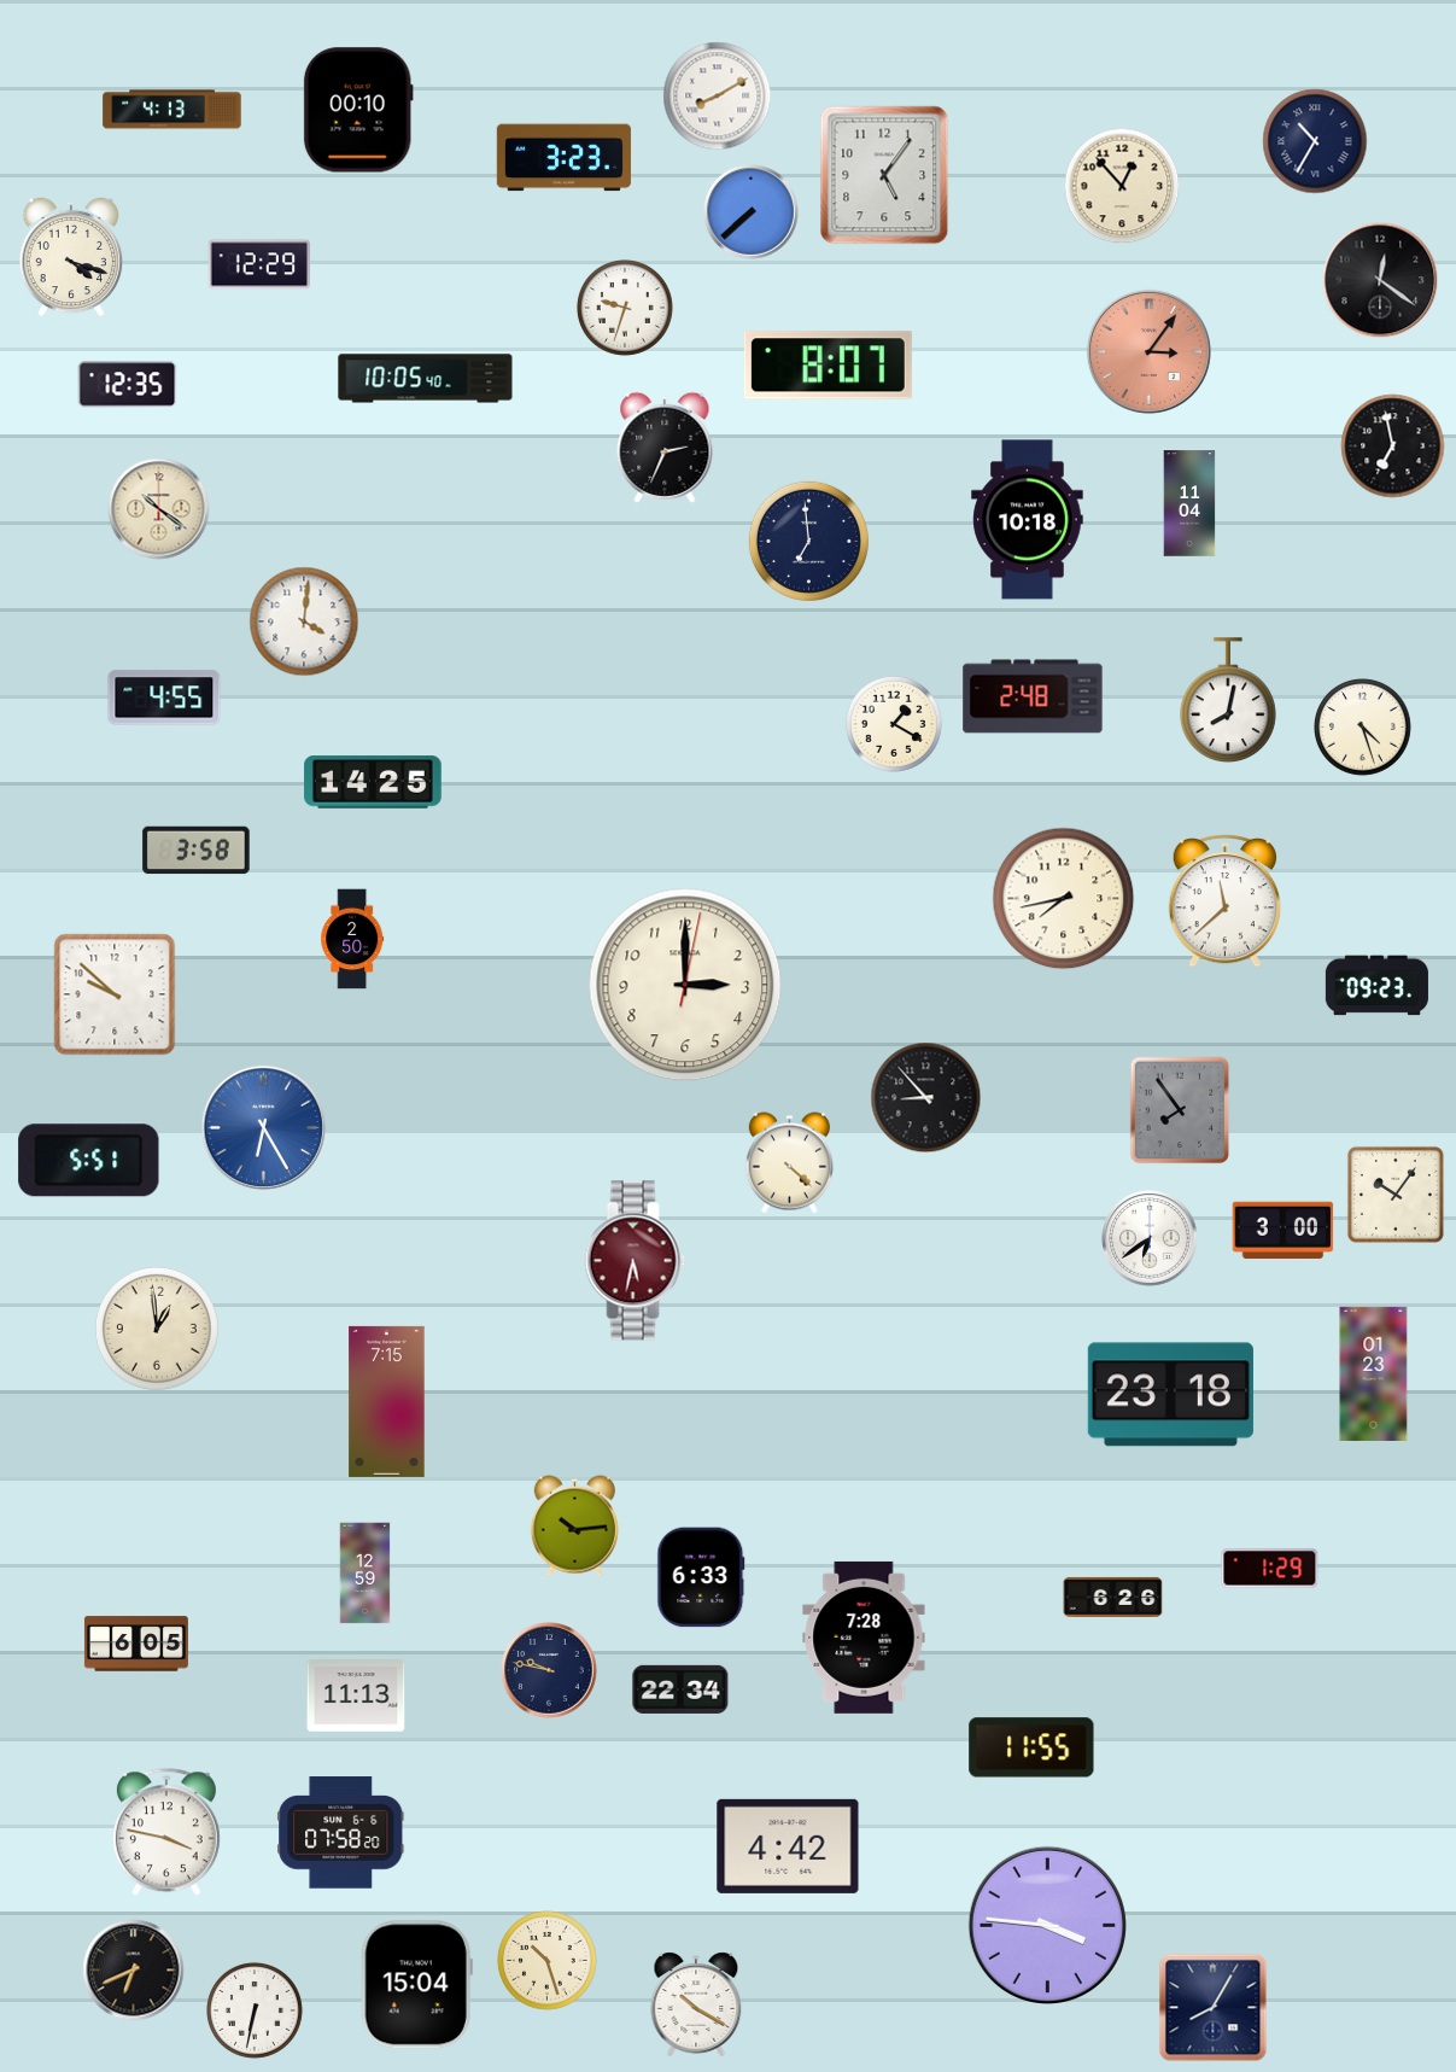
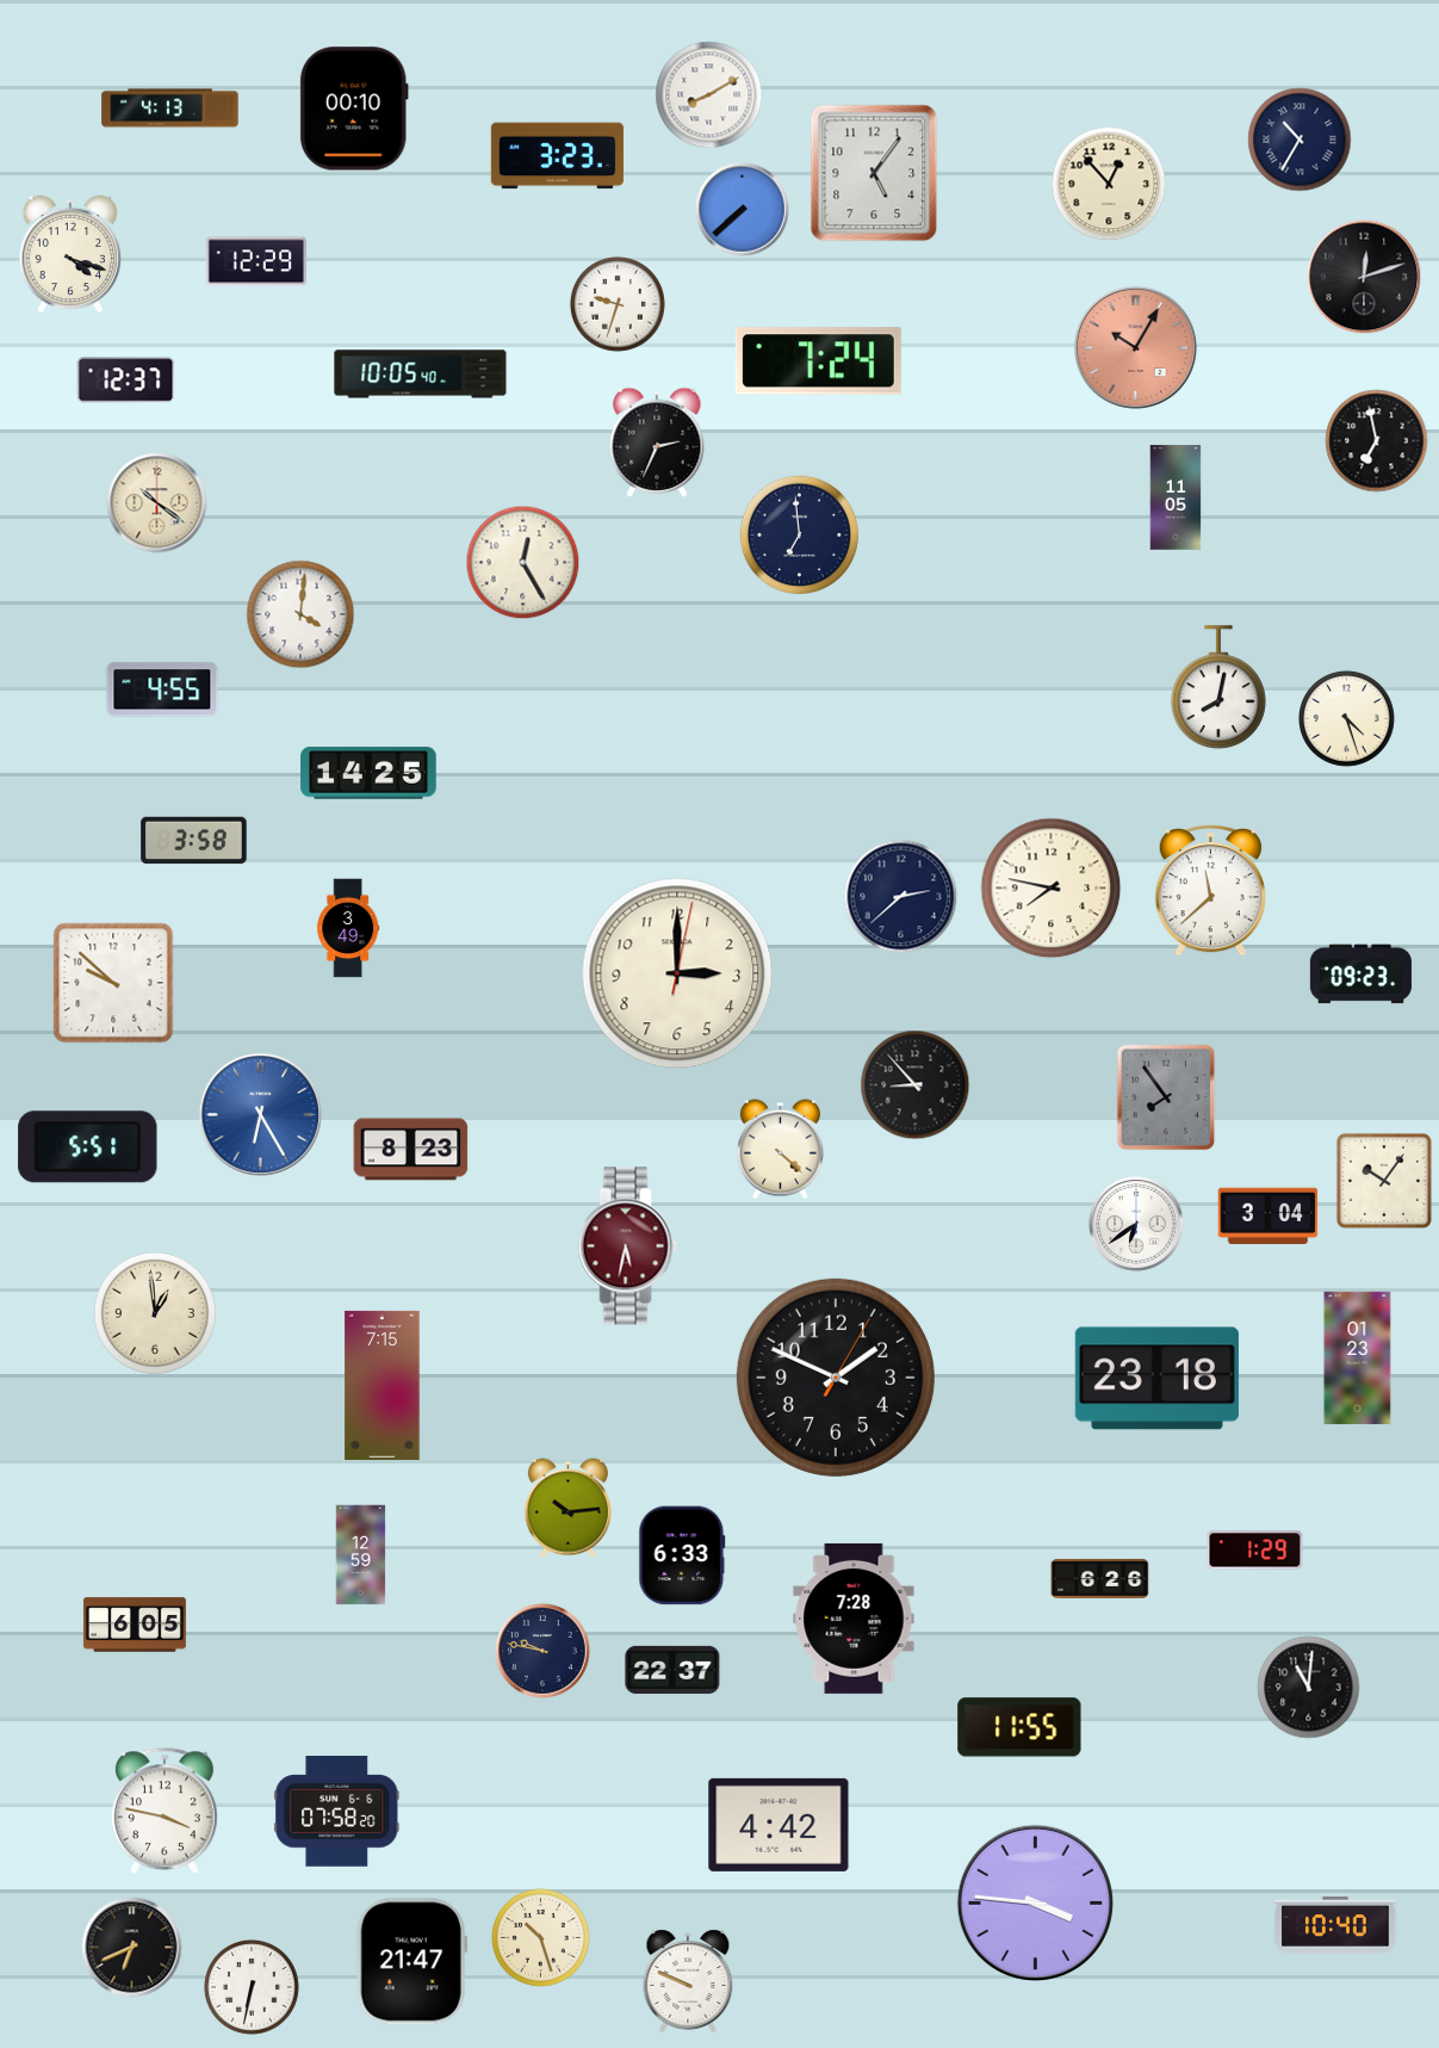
clock at (1380, 280): 12:21 -> 12:12
clock at (1148, 351): 3:06 -> 10:05
clock at (828, 366): 8:07 -> 7:24
clock at (128, 385): 12:35 -> 12:37
clock at (1189, 503): 11:04 -> 11:05
clock at (1028, 520): 10:18 -> none
clock at (523, 563): none -> 12:25
clock at (1033, 696): 2:48 -> none
clock at (1229, 700) position: (1229, 700) -> (1220, 687)
clock at (894, 724): 1:20 -> none
clock at (1064, 899): 7:43 -> 7:47
clock at (901, 897): none -> 2:38
clock at (352, 939): 2:50 -> 3:49
clock at (411, 1150): none -> 8:23
clock at (1396, 1195) position: (1396, 1195) -> (1384, 1181)
clock at (1283, 1231): 3:00 -> 3:04
clock at (836, 1378): none -> 1:49
clock at (701, 1577) position: (701, 1577) -> (682, 1555)
clock at (680, 1689): 22:34 -> 22:37
clock at (356, 1695): 11:13 -> none
clock at (1309, 1688): none -> 11:01
clock at (1335, 1925): none -> 10:40
clock at (416, 1985): 15:04 -> 21:47
clock at (696, 2004): 10:20 -> 9:49
clock at (1214, 2008): 8:05 -> none
